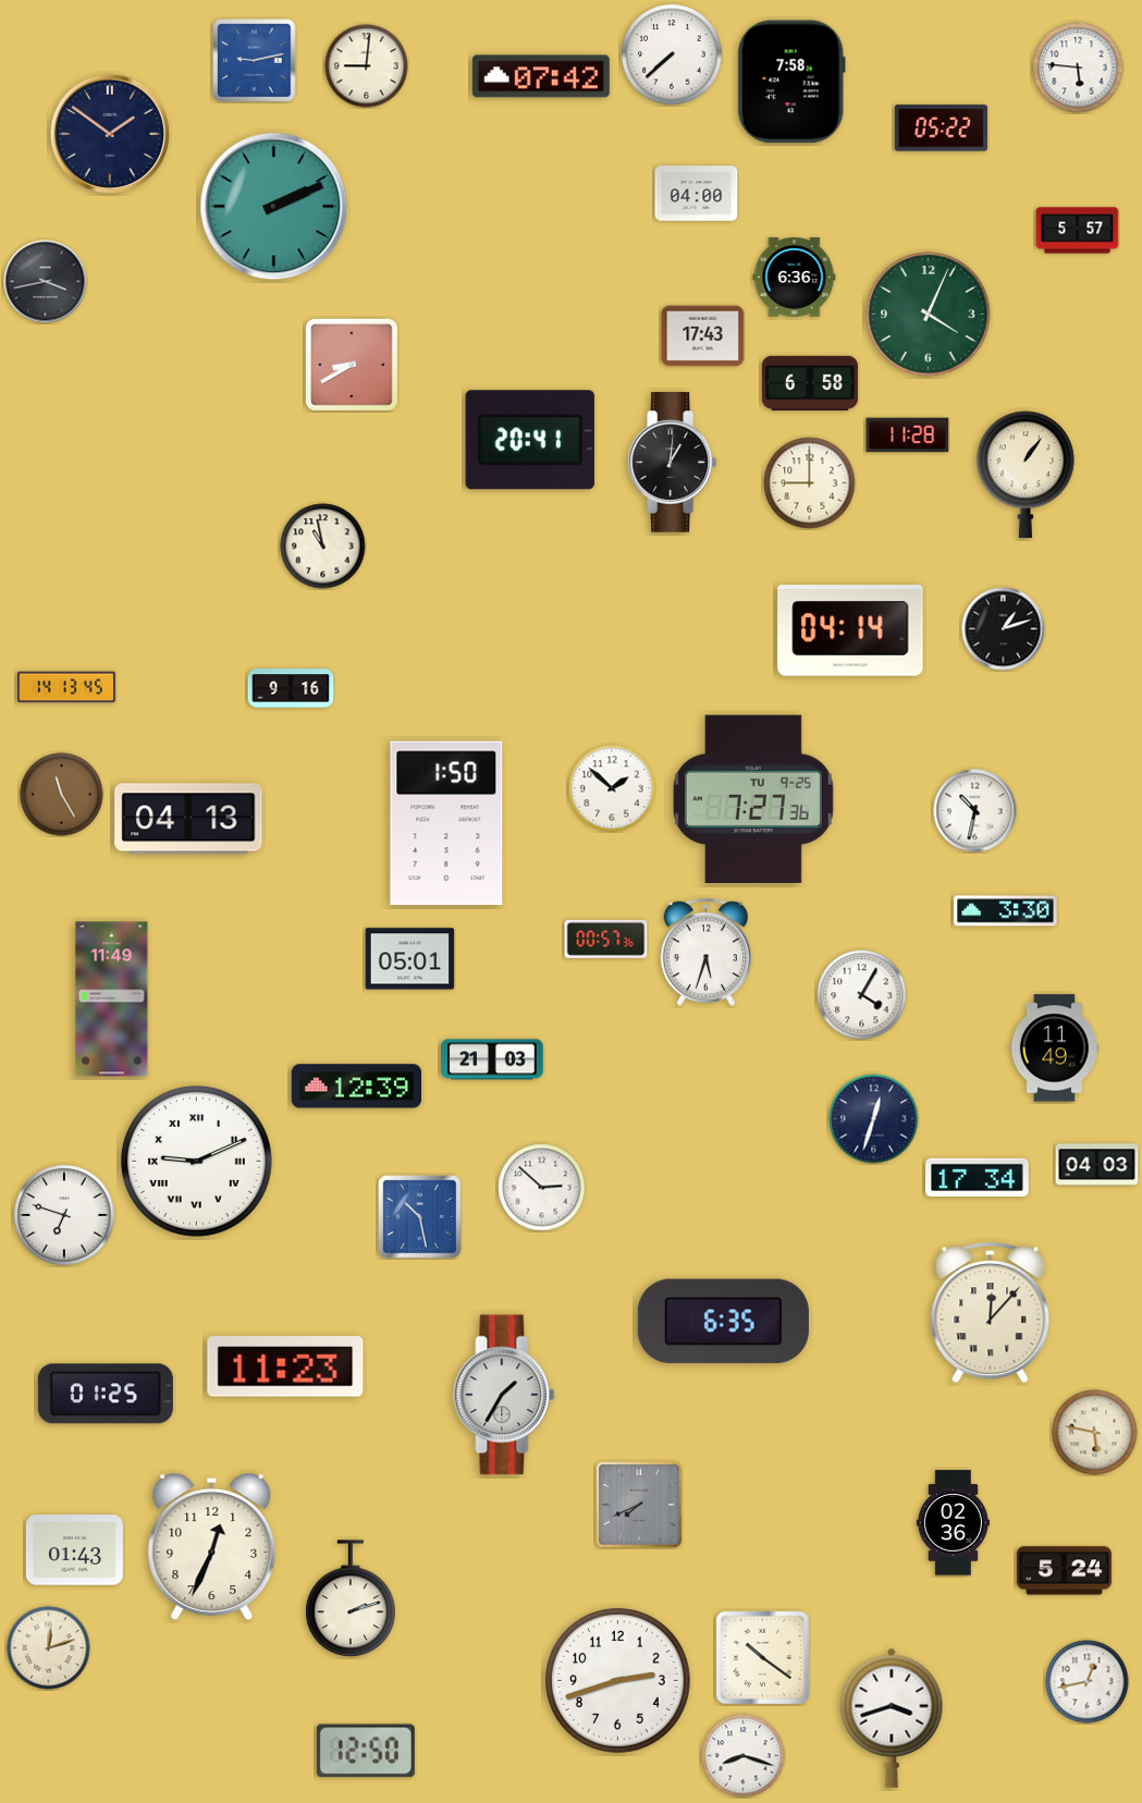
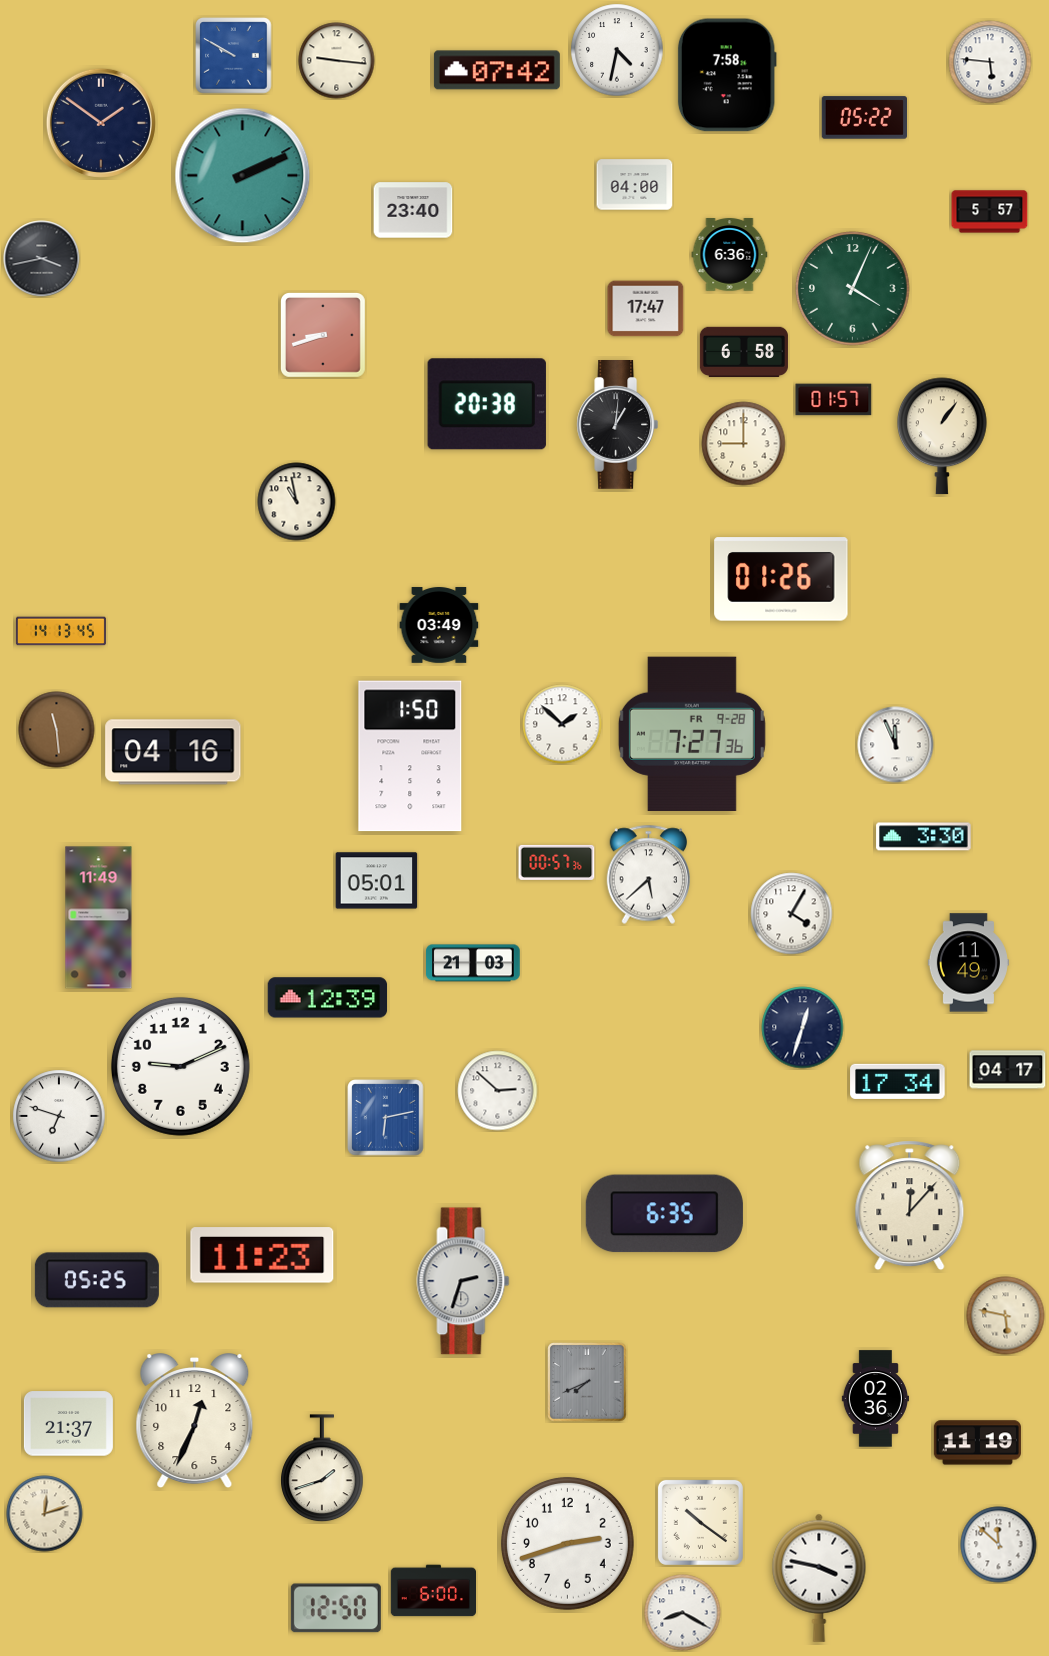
clock at (672, 54): 7:38 -> 4:32
clock at (255, 61): 9:13 -> 9:50
clock at (367, 66): 9:01 -> 9:16
clock at (697, 194) position: (697, 194) -> (635, 185)
clock at (274, 207) position: (274, 207) -> (243, 176)
clock at (413, 210): none -> 23:40
clock at (703, 336): 17:43 -> 17:47
clock at (352, 365): 8:40 -> 8:42
clock at (908, 436): 11:28 -> 01:57
clock at (530, 440): 20:41 -> 20:38
clock at (1004, 629): 1:12 -> none
clock at (850, 630): 04:14 -> 01:26
clock at (439, 625): none -> 03:49
clock at (291, 688): 9:16 -> none
clock at (62, 795): 11:25 -> 11:29
clock at (753, 798) date: TU 9-25 -> FR 9-28
clock at (975, 811): 10:32 -> 11:56
clock at (188, 819): 04:13 -> 04:16
clock at (705, 953): 5:33 -> 5:38
clock at (112, 999) position: (112, 999) -> (99, 918)
clock at (492, 1059) position: (492, 1059) -> (473, 963)
clock at (196, 1161) numerals: Roman -> Arabic
clock at (1097, 1165): 04:03 -> 04:17
clock at (420, 1217): 10:28 -> 6:13
clock at (106, 1394): 01:25 -> 05:25
clock at (504, 1395): 1:35 -> 2:33
clock at (74, 1550): 01:43 -> 21:37
clock at (1064, 1571): 5:24 -> 11:19
clock at (351, 1599): 2:12 -> 1:42
clock at (1088, 1682): 12:43 -> 11:52
clock at (892, 1718): 3:42 -> 3:47
clock at (433, 1591): none -> 6:00
clock at (744, 1756): 8:18 -> 8:20
